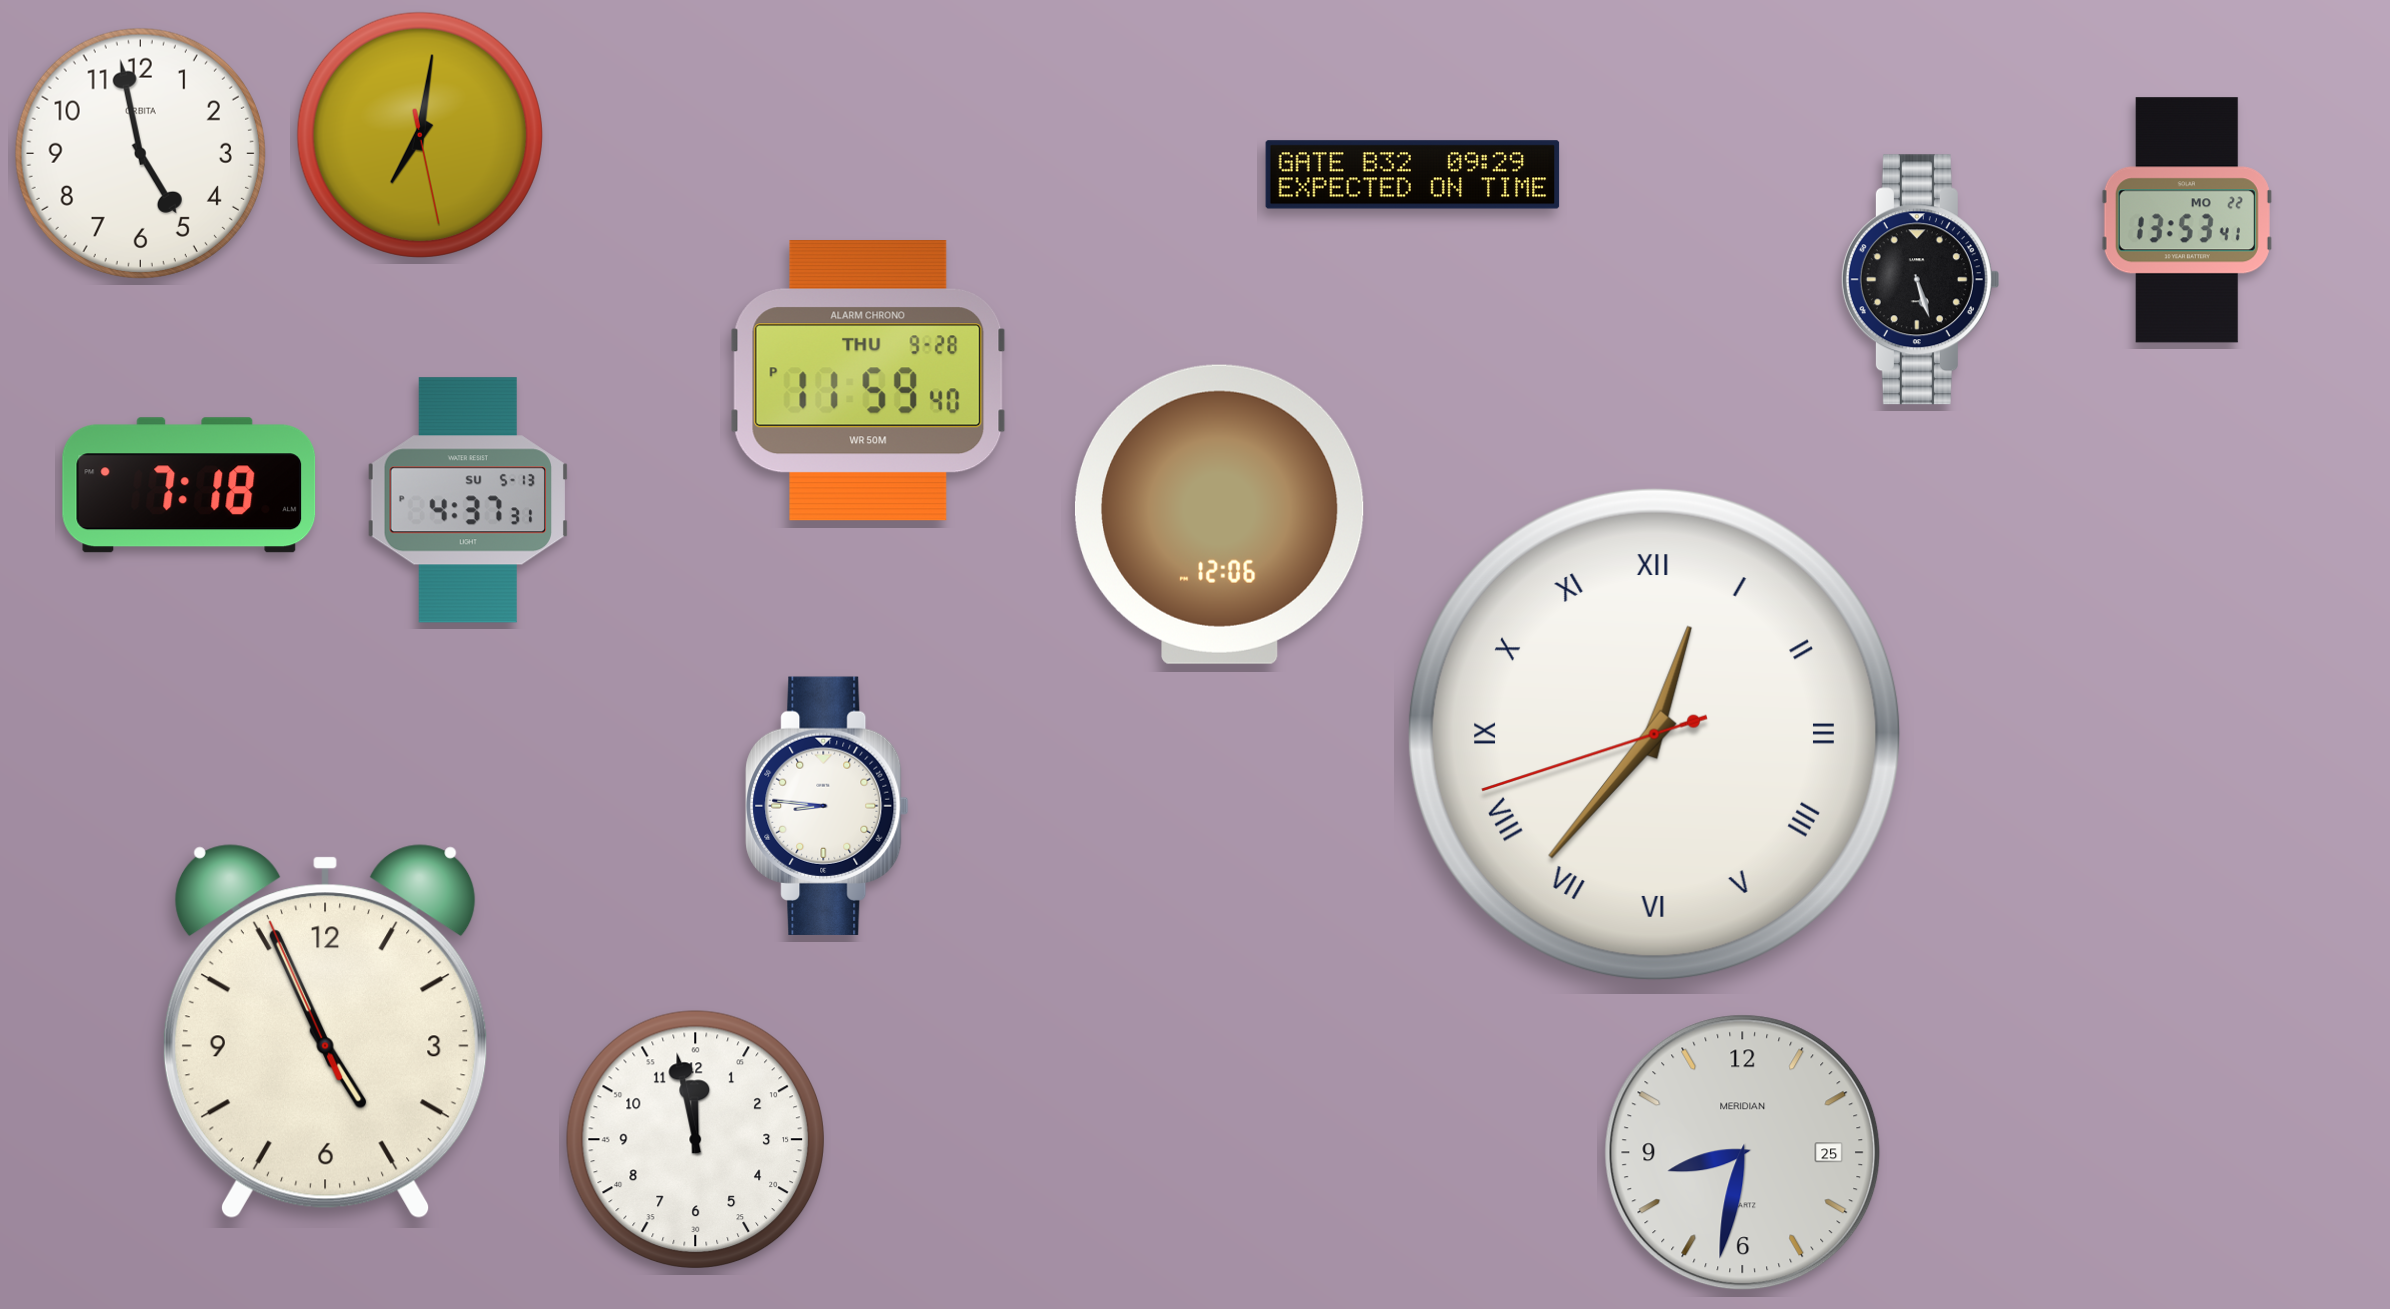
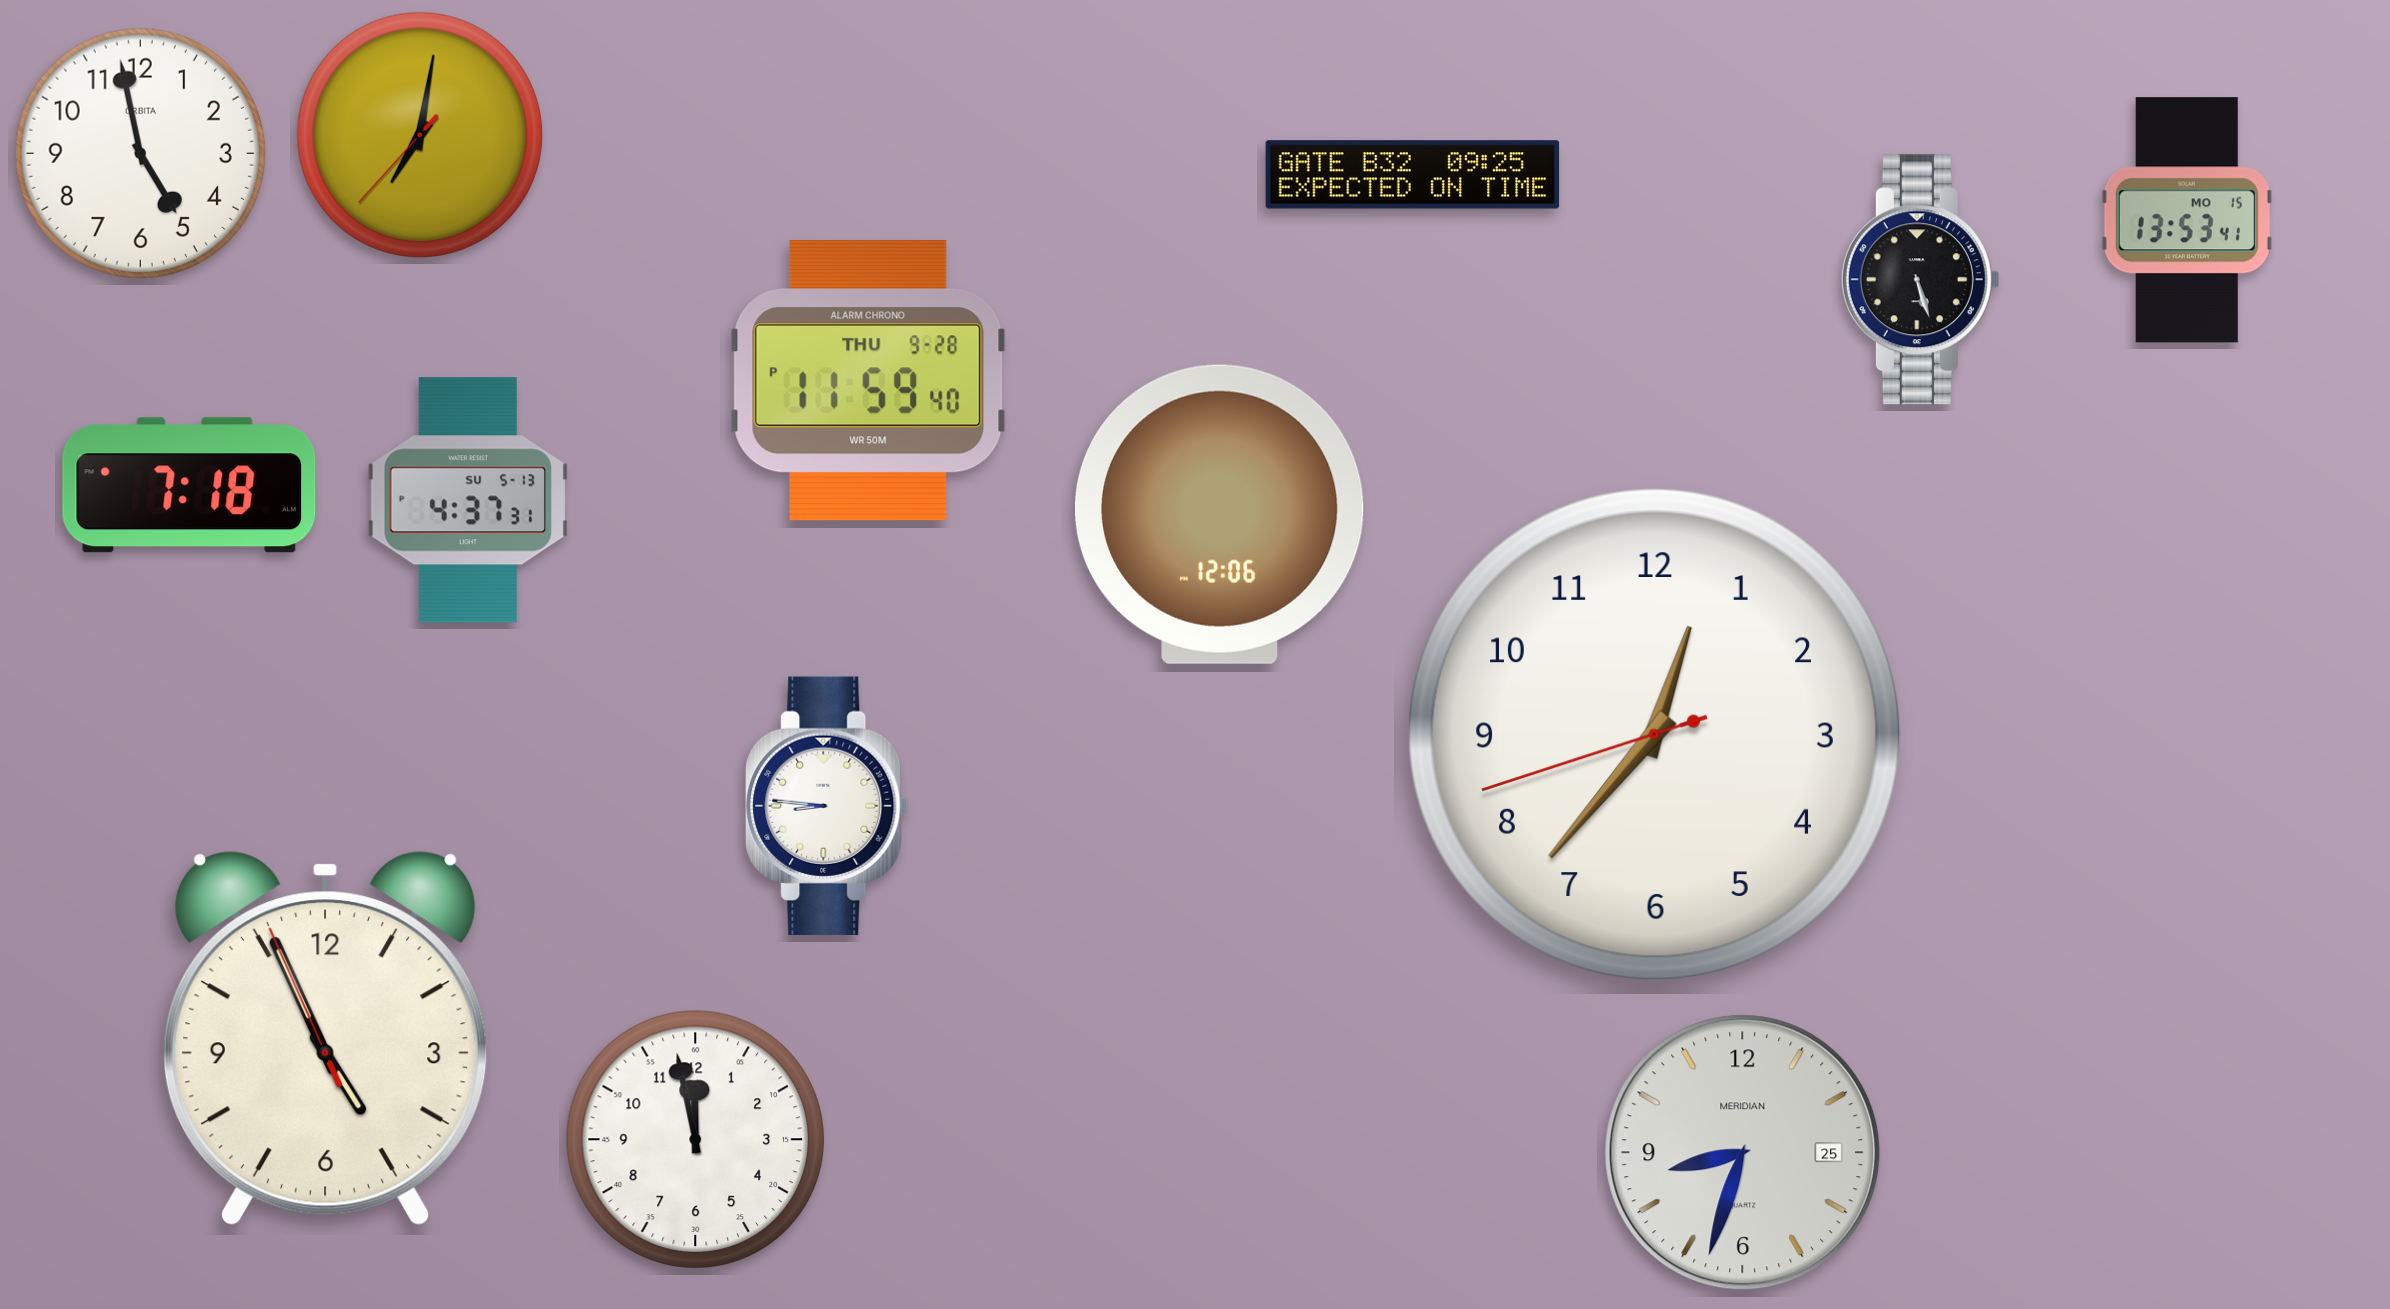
clock at (420, 135): 7:01:28 -> 7:01:37
clock at (1413, 175): 09:29 -> 09:25
clock at (2187, 220) date: MO 22 -> MO 15
clock at (1654, 734) numerals: Roman -> Arabic
clock at (325, 1032) position: (325, 1032) -> (325, 1039)
clock at (1743, 1153): 8:32 -> 8:33
